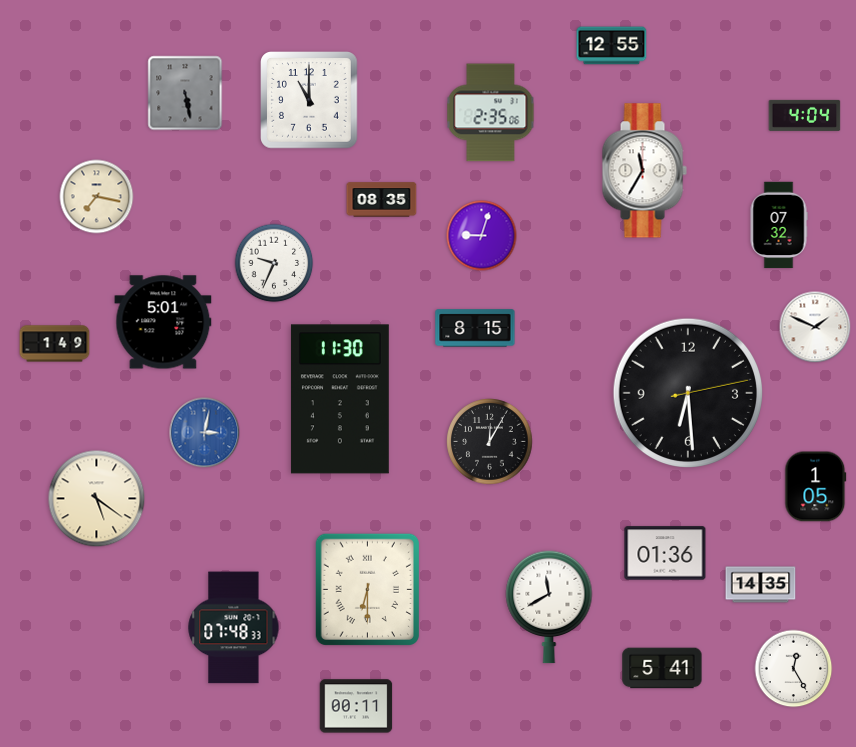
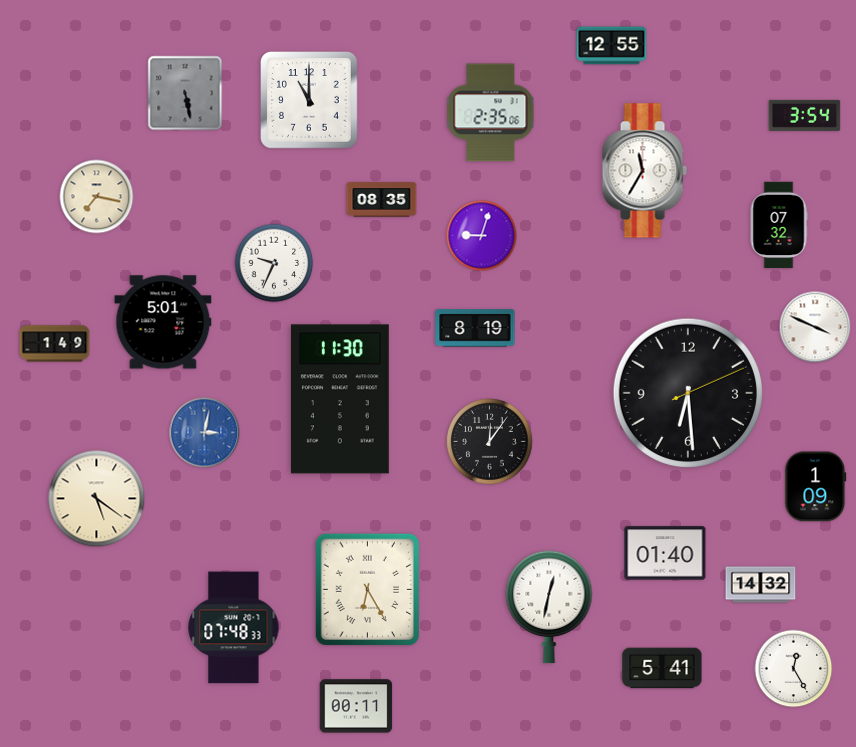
clock at (805, 115): 4:04 -> 3:54
clock at (815, 327): 1:49 -> 3:49
clock at (475, 328): 8:15 -> 8:19
clock at (687, 392): 6:29:13 -> 6:29:11
clock at (490, 442): 12:05 -> 12:06
clock at (816, 487): 1:05 -> 1:09
clock at (665, 553): 01:36 -> 01:40
clock at (761, 585): 14:35 -> 14:32
clock at (367, 589): 6:30 -> 6:25
clock at (549, 607): 11:40 -> 12:32
